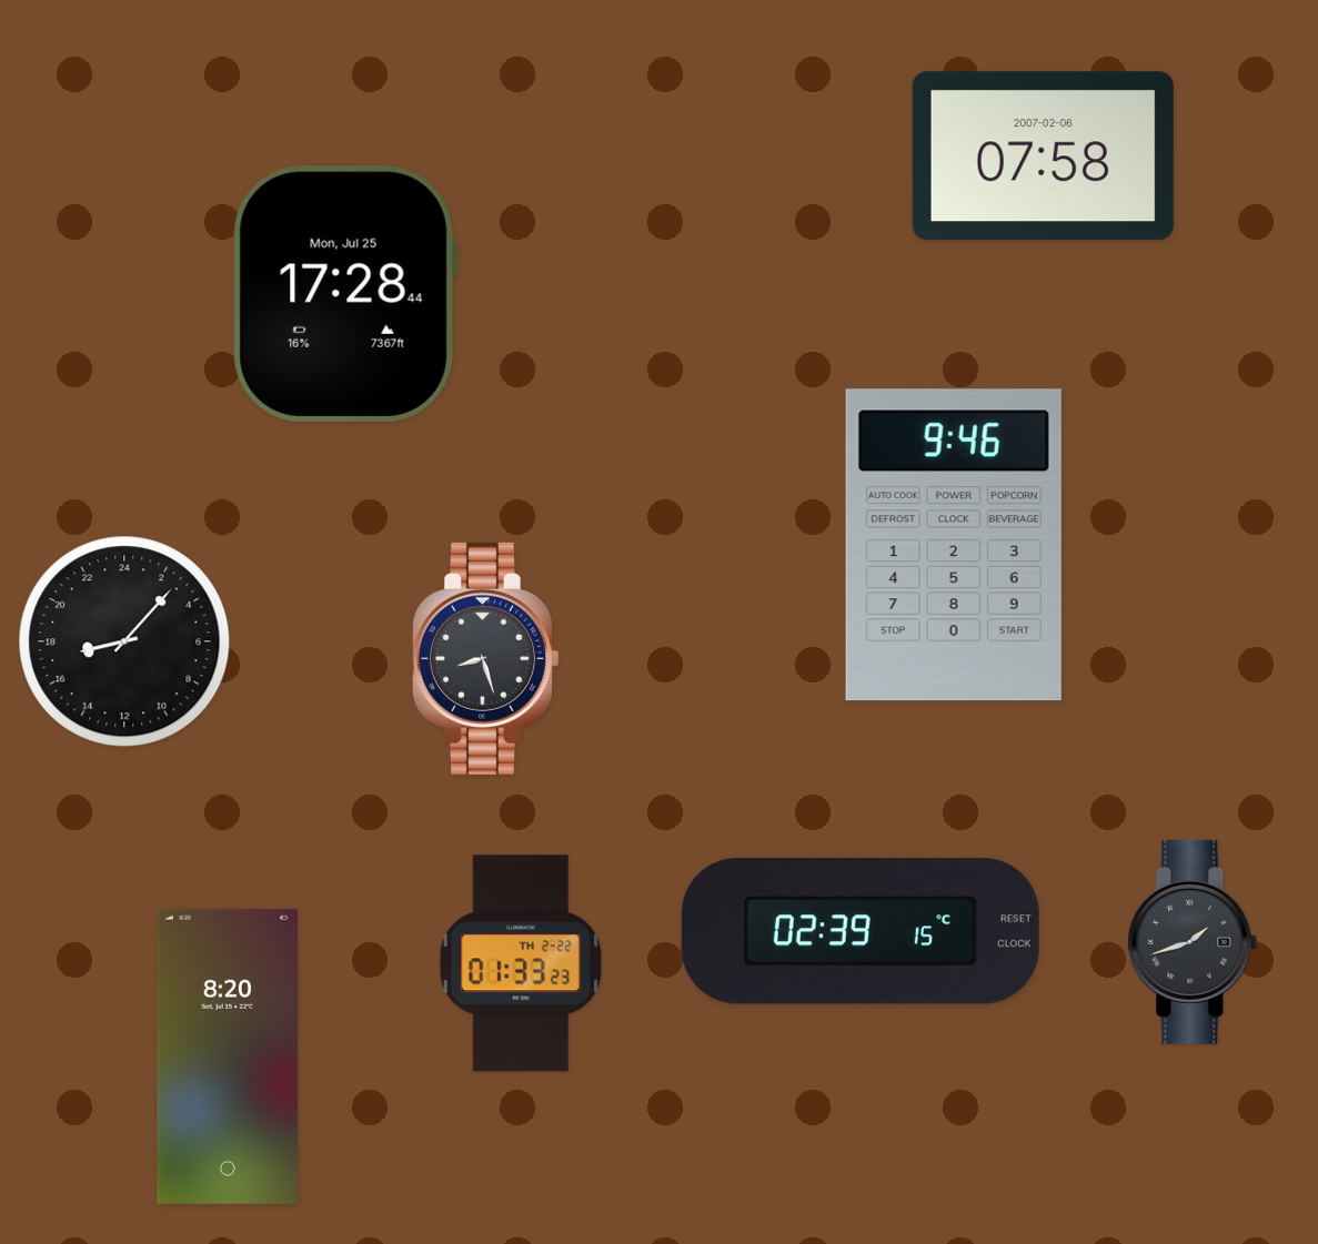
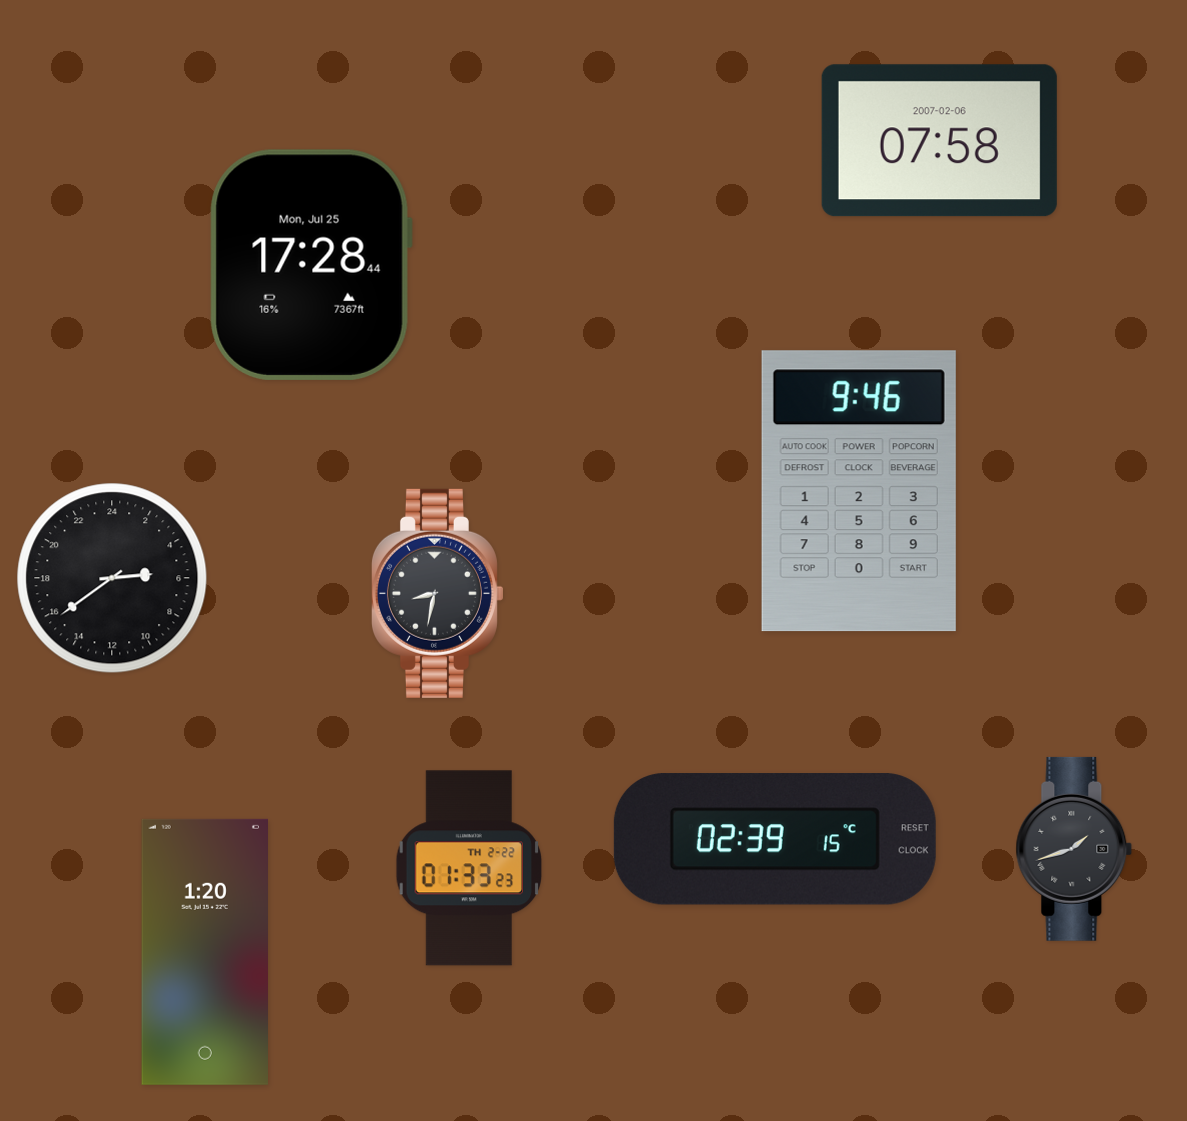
clock at (124, 641): 17:07 -> 5:39
clock at (485, 658): 8:27 -> 8:32
clock at (227, 1056): 8:20 -> 1:20
